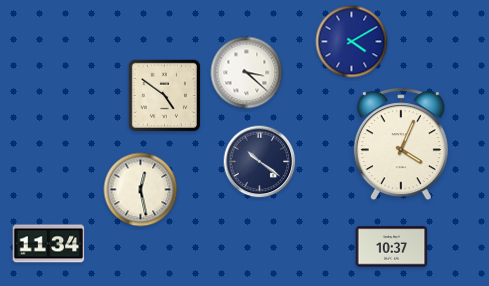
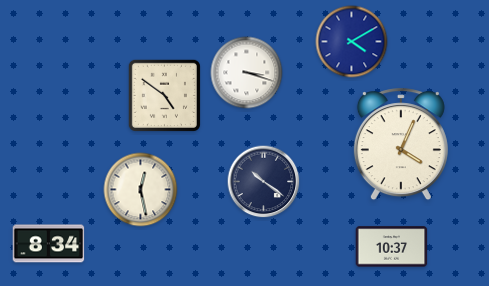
clock at (247, 73): 3:22 -> 3:18
clock at (260, 162) position: (260, 162) -> (264, 182)
clock at (49, 244): 11:34 -> 8:34
